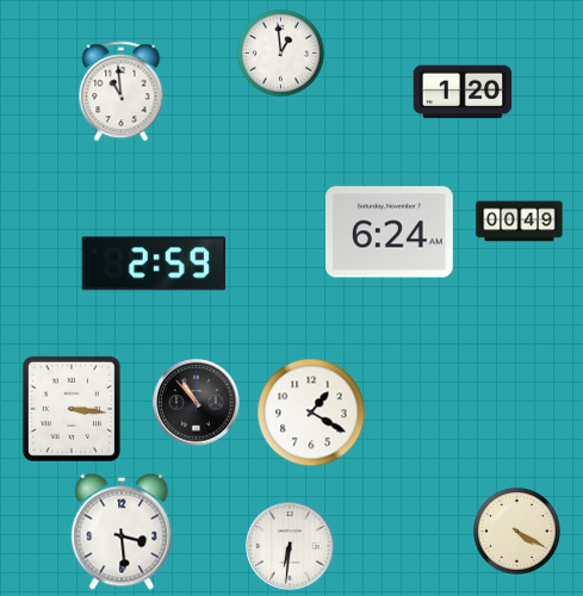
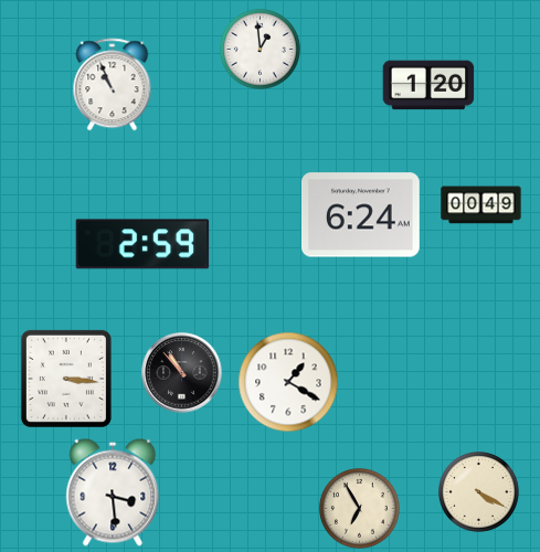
clock at (122, 92): 10:59 -> 10:56
clock at (290, 546): 6:31 -> none
clock at (359, 508): none -> 6:55
